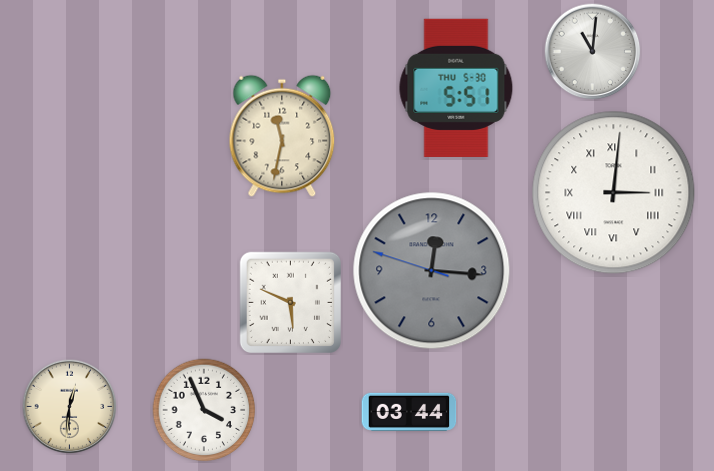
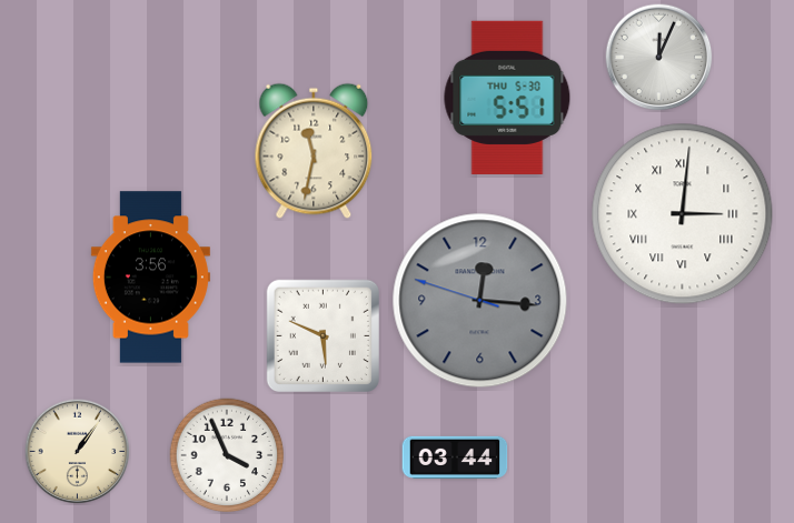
clock at (593, 52): 11:01 -> 12:04
clock at (150, 278): none -> 3:56
clock at (69, 406): 12:31 -> 1:06
